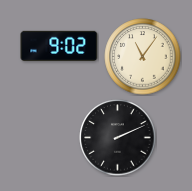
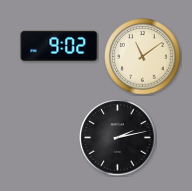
clock at (143, 57): 11:06 -> 11:09
clock at (118, 138): 2:11 -> 2:13
